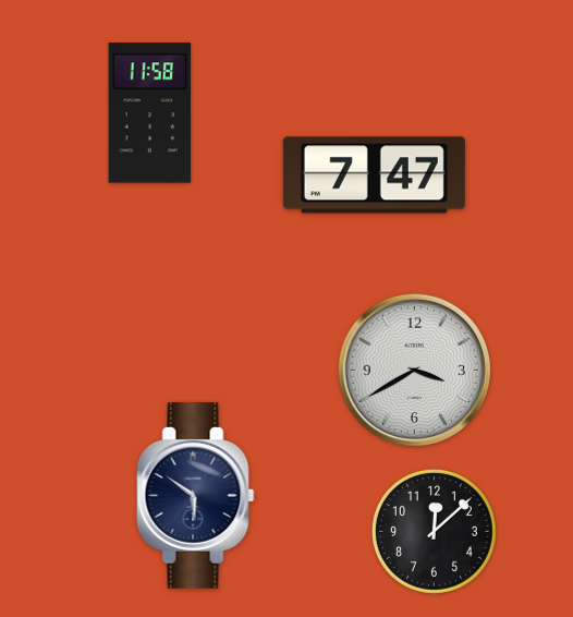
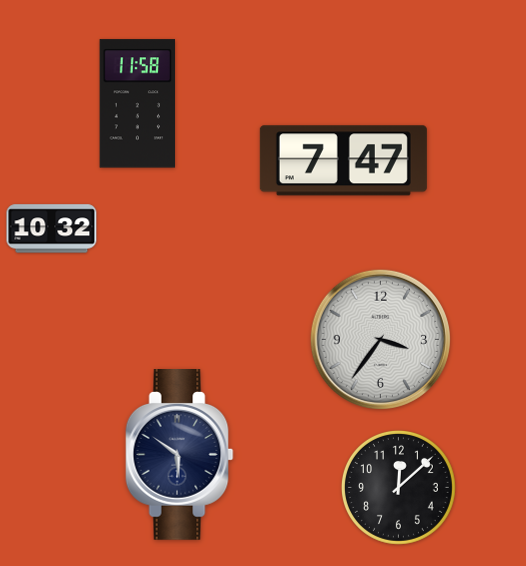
clock at (52, 229): none -> 10:32
clock at (414, 370): 3:40 -> 3:36
